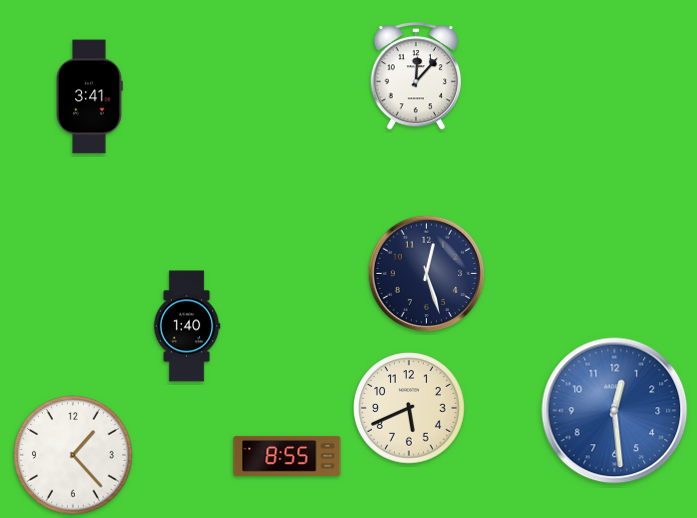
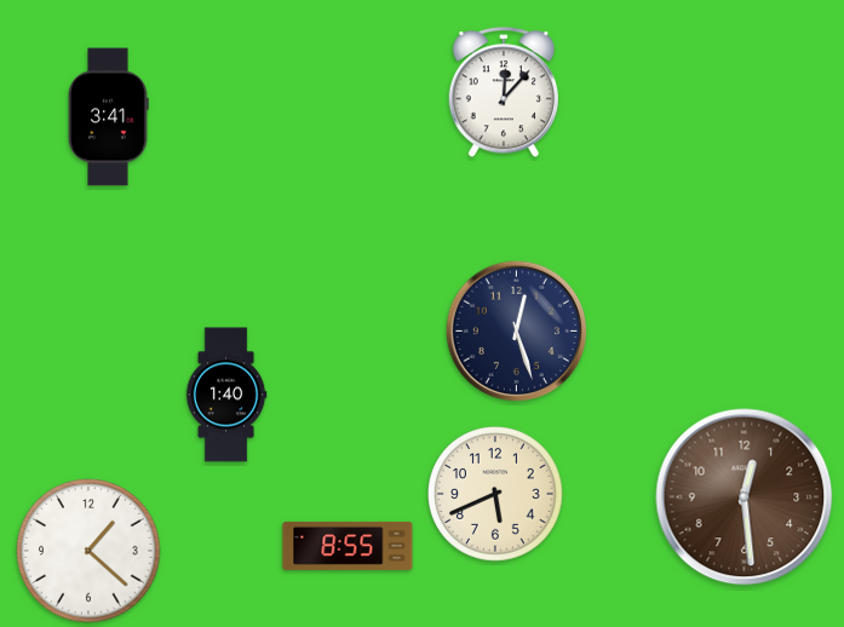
clock at (615, 411) dial: blue -> brown
clock at (73, 455): 1:23 -> 1:22
clock at (287, 456) position: (287, 456) -> (348, 546)
